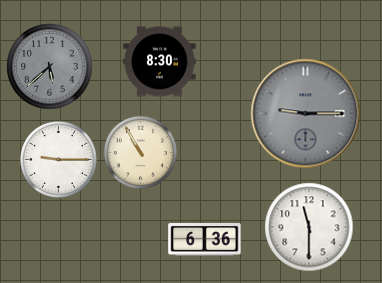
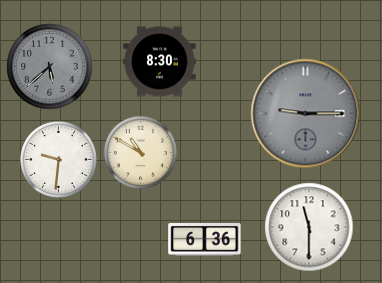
clock at (140, 152): 10:55 -> 10:50
clock at (58, 159): 9:15 -> 9:31
